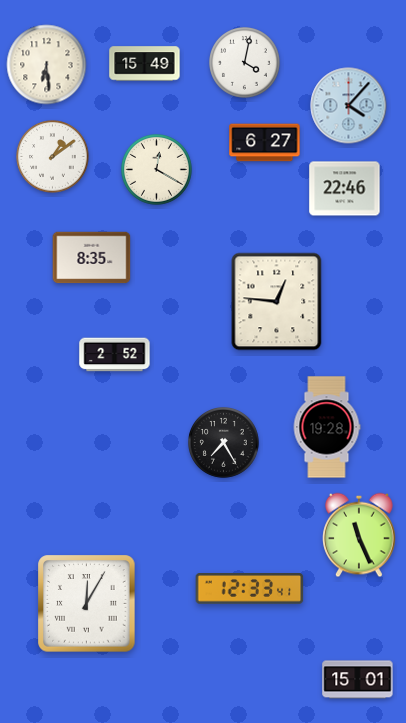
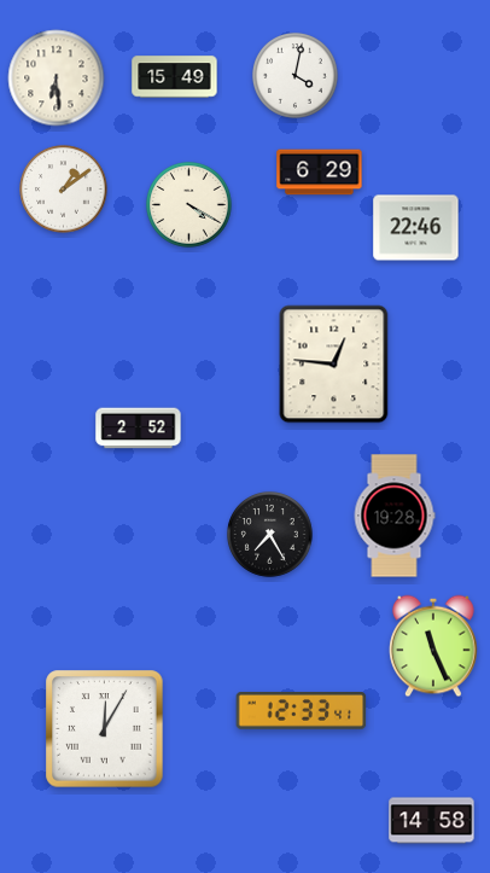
clock at (349, 106): 4:07 -> none
clock at (265, 143): 6:27 -> 6:29
clock at (157, 170): 12:20 -> 4:20
clock at (92, 258): 8:35 -> none
clock at (358, 680): 15:01 -> 14:58
